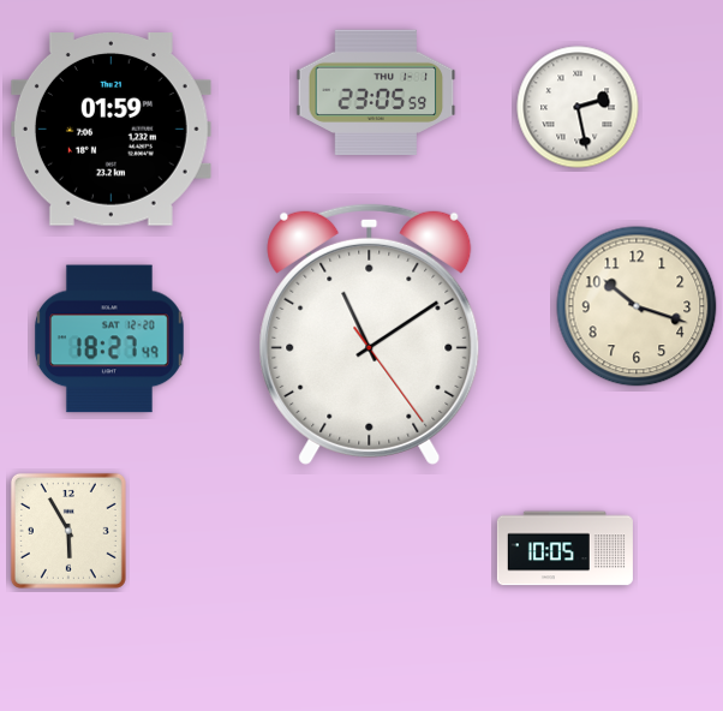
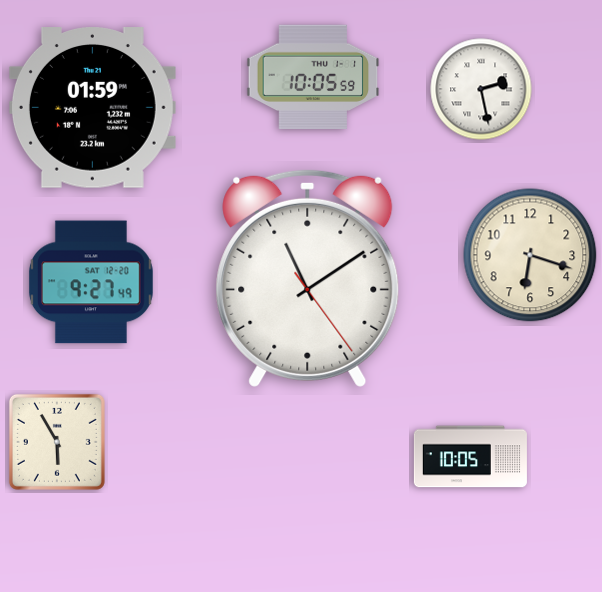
clock at (376, 92): 23:05 -> 10:05
clock at (637, 306): 10:18 -> 6:18
clock at (109, 339): 18:27 -> 9:27
